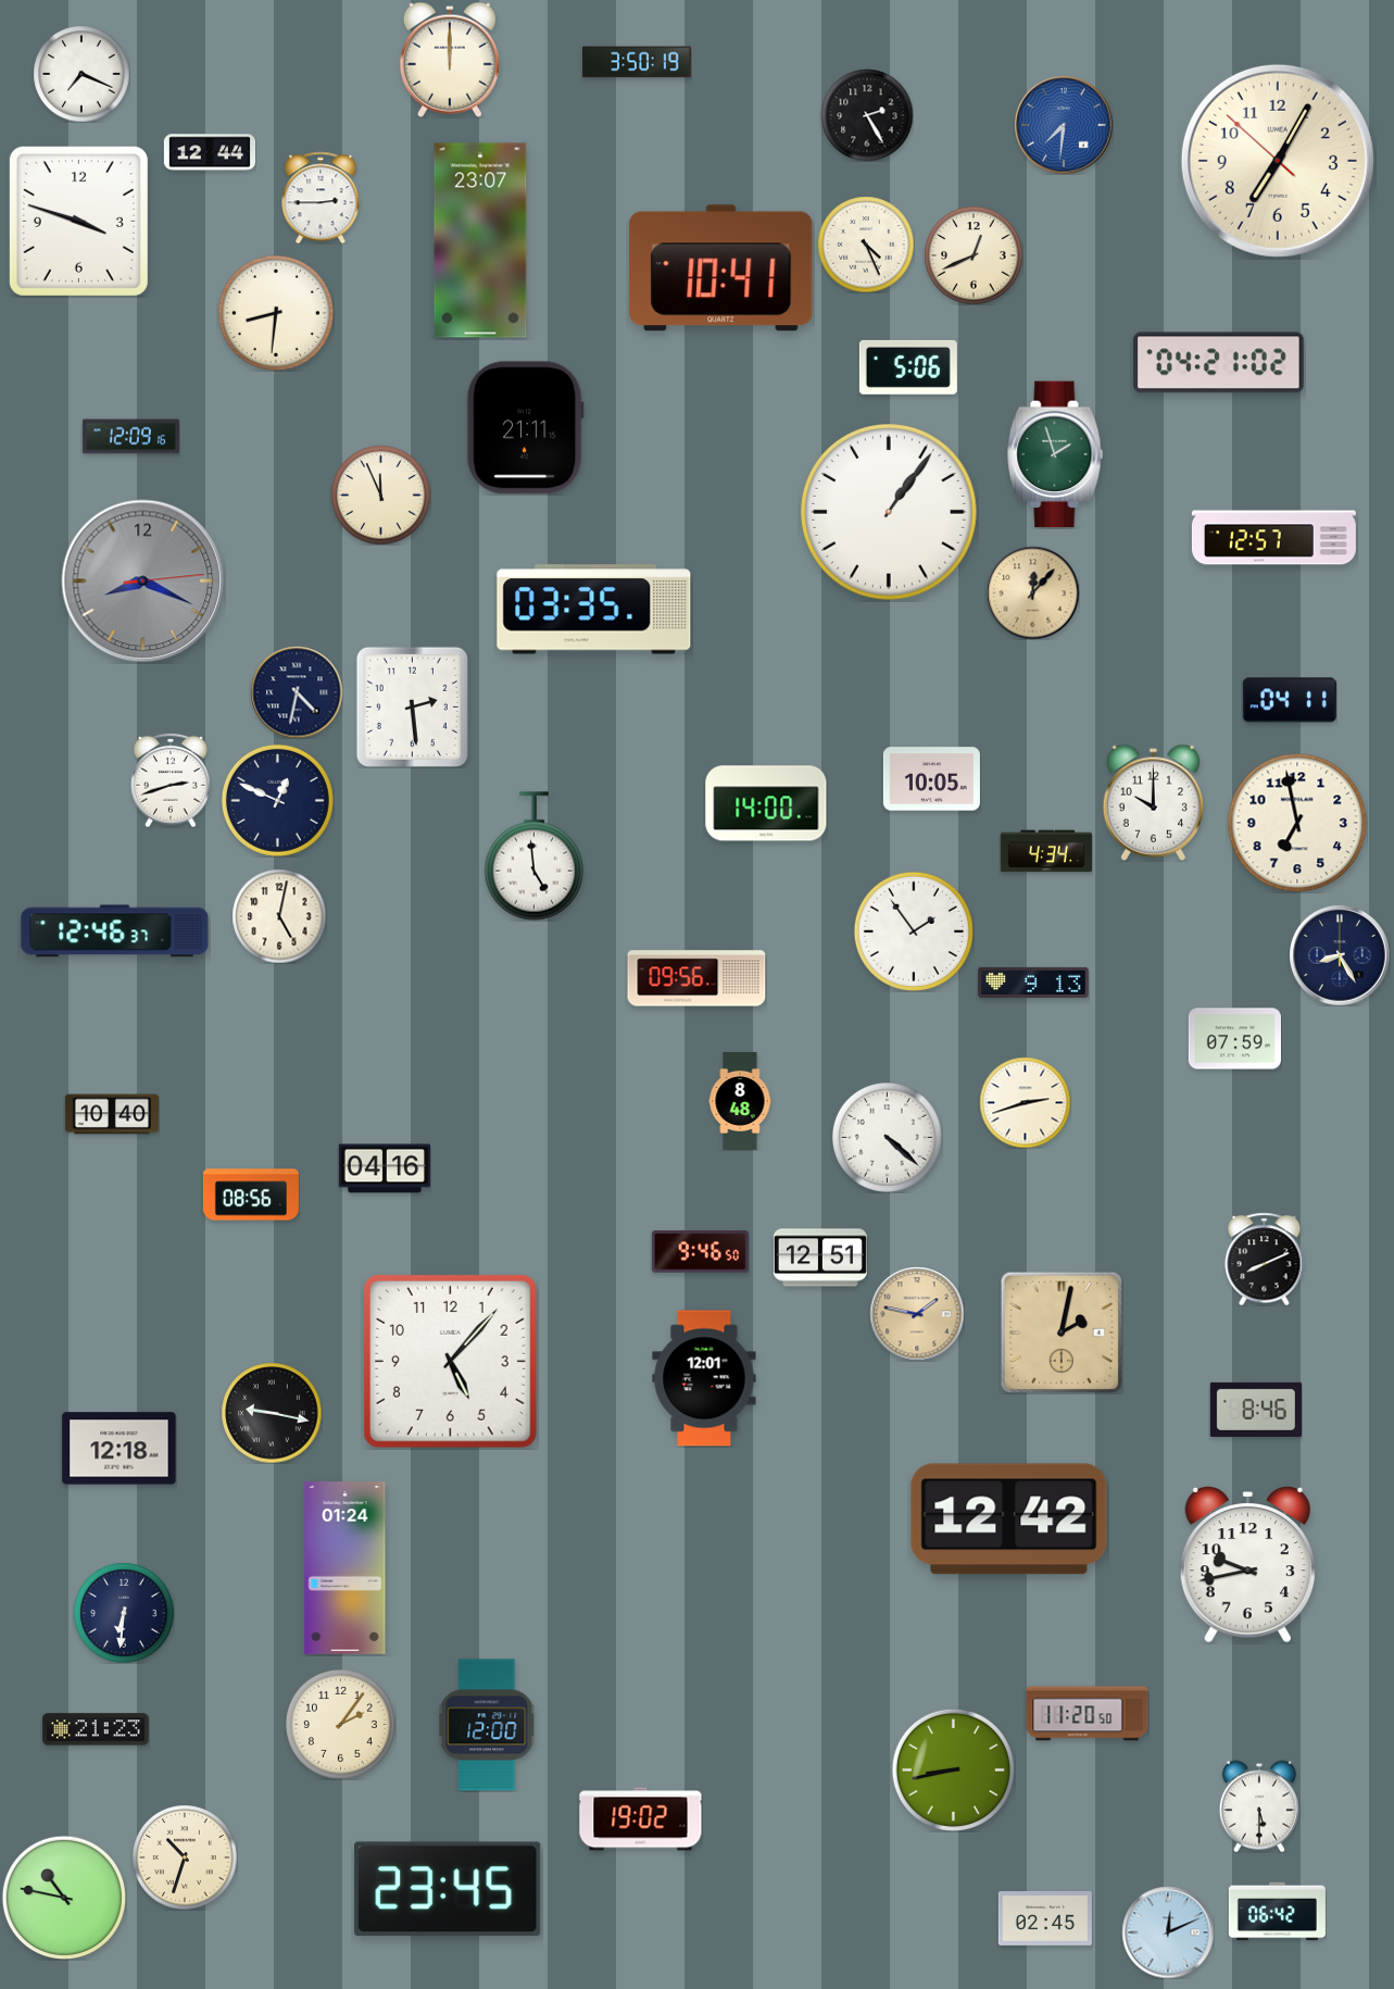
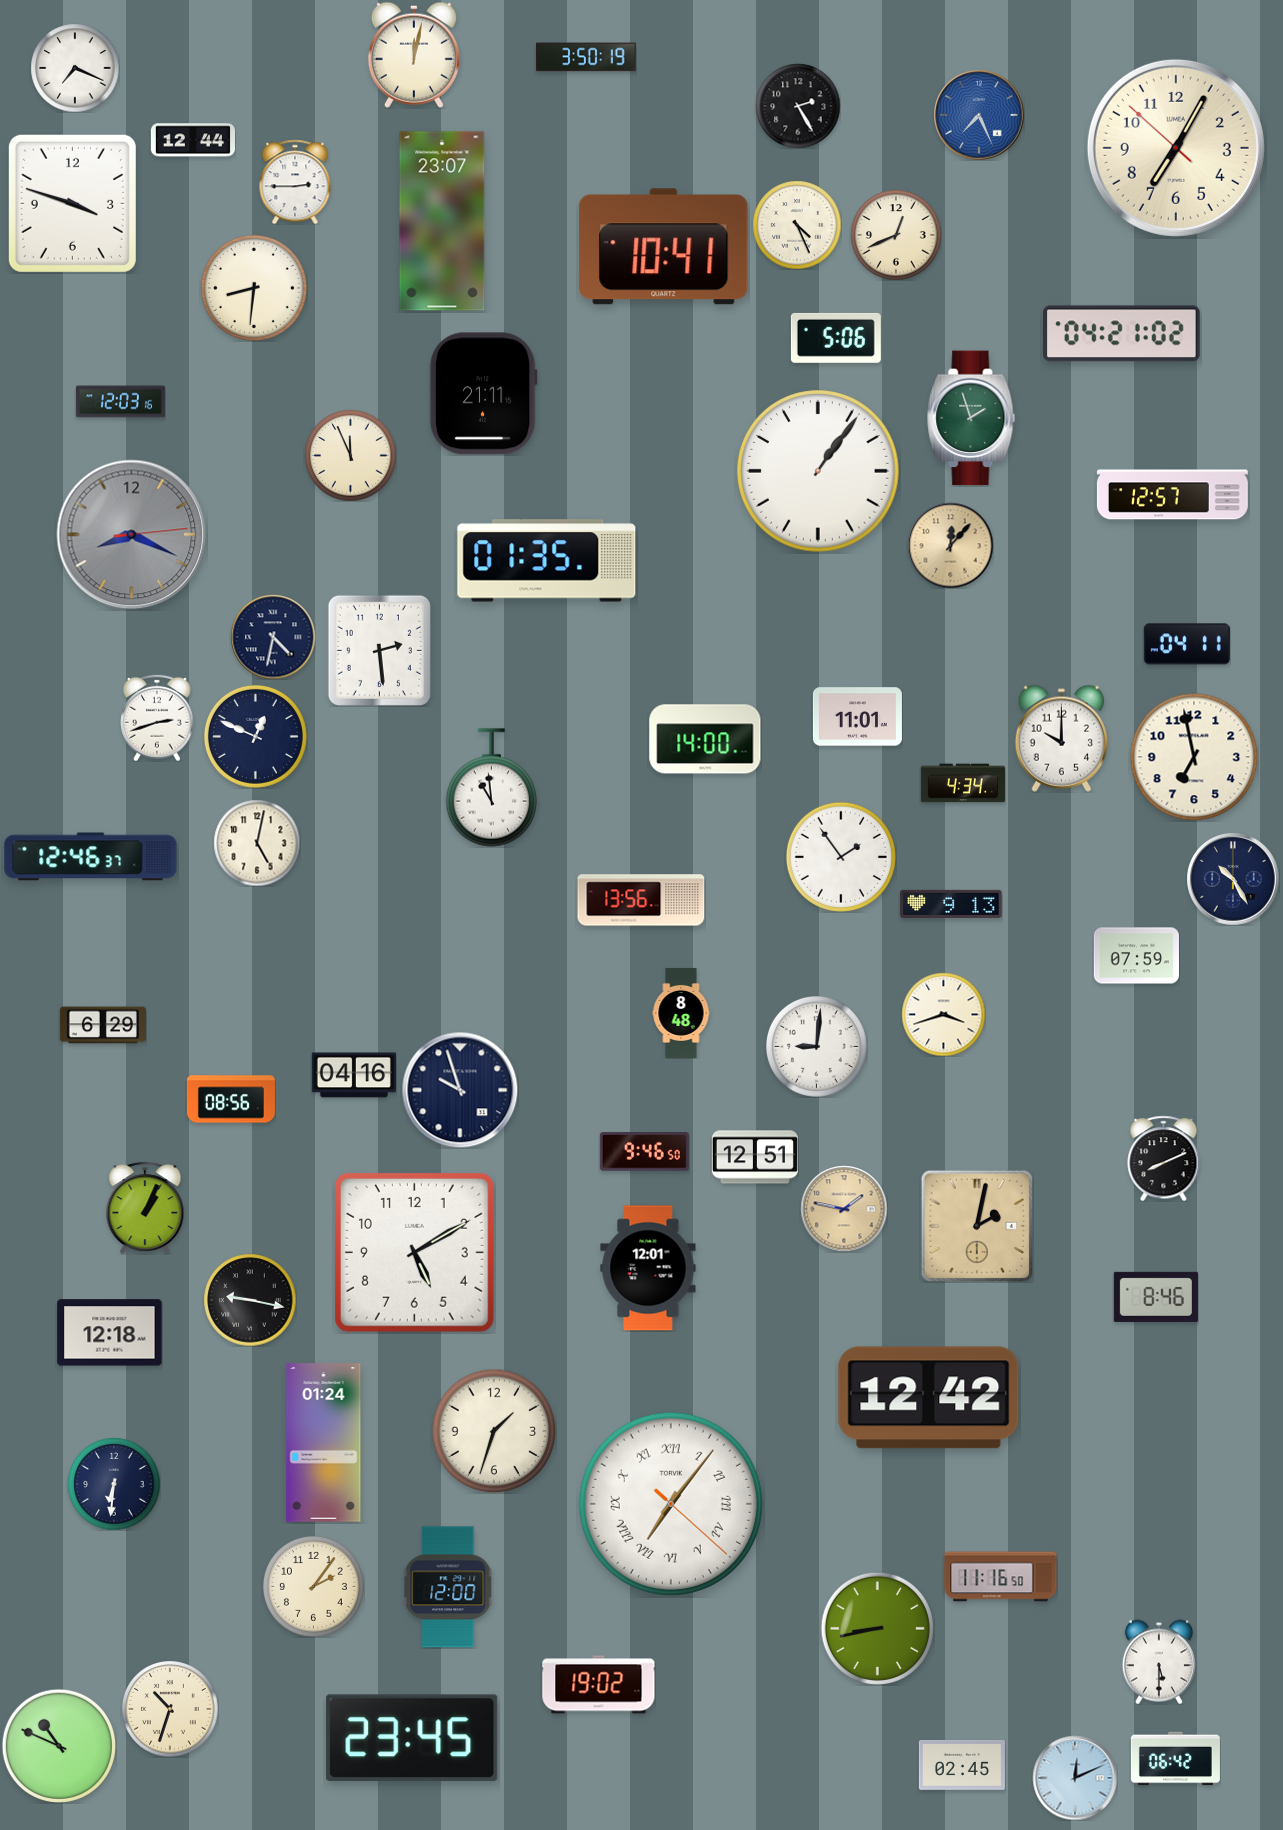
clock at (450, 60): 12:00 -> 12:02
clock at (1064, 125): 7:31 -> 7:26
clock at (130, 437): 12:09 -> 12:03
clock at (594, 610): 03:35 -> 01:35
clock at (931, 779): 10:05 -> 11:01
clock at (533, 856): 4:59 -> 10:59
clock at (115, 931) position: (115, 931) -> (91, 857)
clock at (1340, 955): 8:25 -> 10:25
clock at (696, 978): 09:56 -> 13:56
clock at (1025, 1102): 2:42 -> 3:42
clock at (112, 1114): 10:40 -> 6:29
clock at (887, 1137): 4:22 -> 9:01
clock at (460, 1090): none -> 9:57
clock at (145, 1208): none -> 1:04
clock at (450, 1361): 5:07 -> 5:10
clock at (494, 1431): none -> 1:33
clock at (1247, 1564): 9:43 -> none
clock at (346, 1568) position: (346, 1568) -> (324, 1443)
clock at (671, 1504): none -> 7:06
clock at (1088, 1714): 11:20 -> 11:16
clock at (96, 1729): 21:23 -> none
clock at (641, 1819) position: (641, 1819) -> (599, 1685)
clock at (63, 1897): 10:47 -> 10:49
